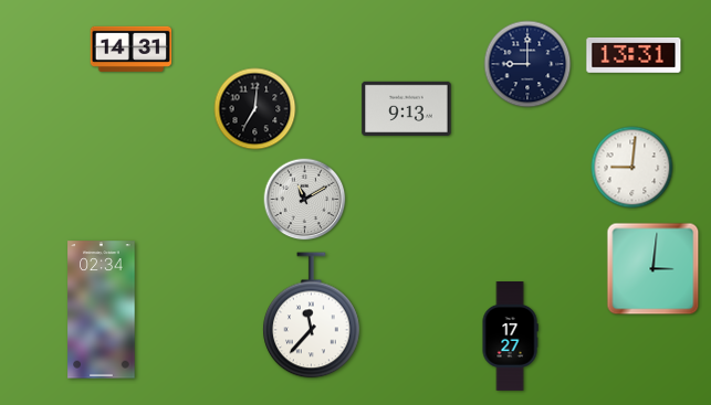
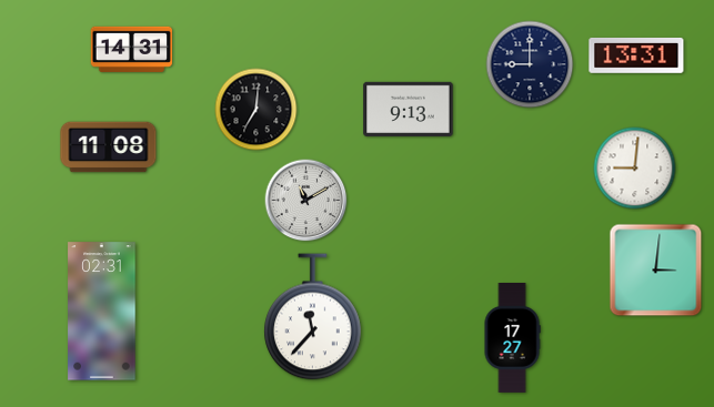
clock at (109, 147): none -> 11:08
clock at (102, 310): 02:34 -> 02:31
